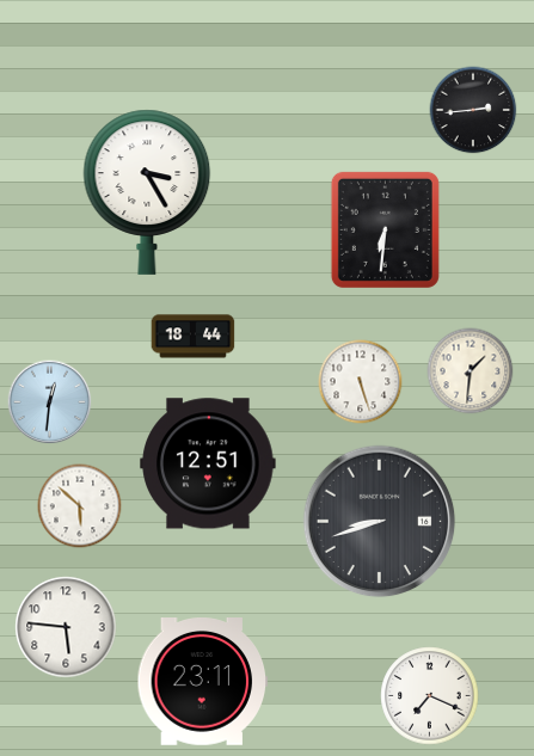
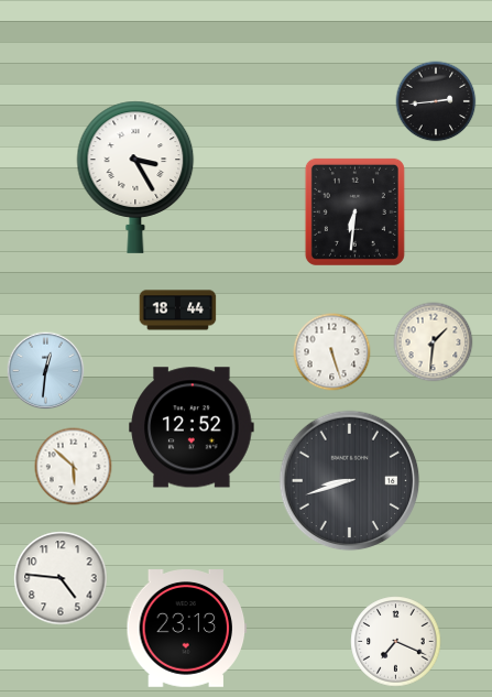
clock at (208, 463): 12:51 -> 12:52
clock at (66, 627): 5:46 -> 4:46
clock at (203, 682): 23:11 -> 23:13
